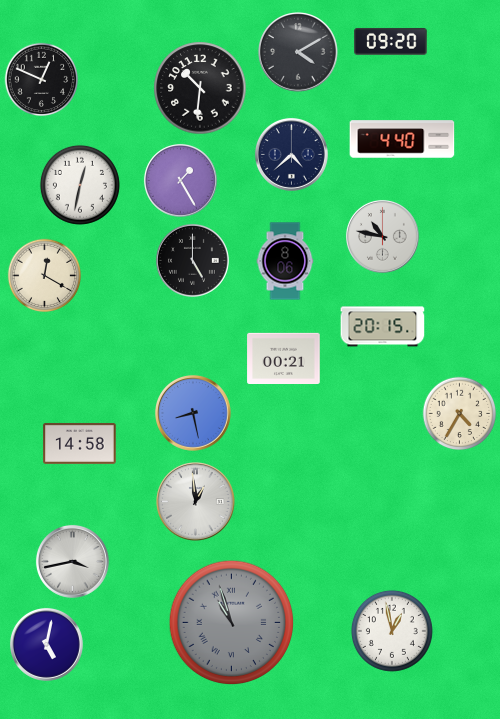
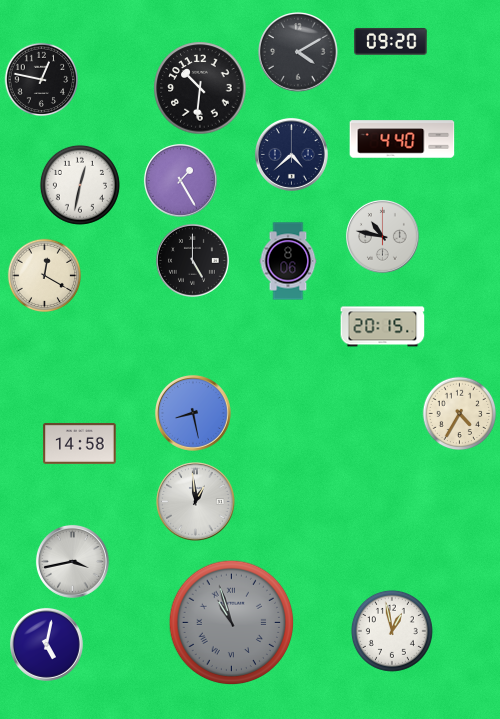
clock at (42, 80): 12:49 -> 12:47
clock at (285, 261) position: (285, 261) -> (288, 261)
clock at (284, 358): 00:21 -> none
